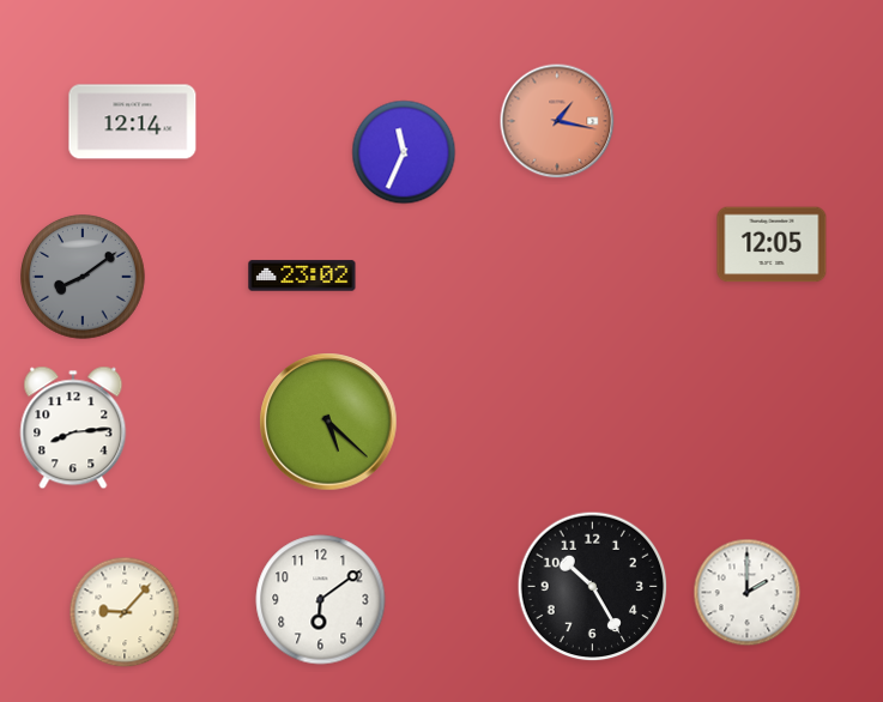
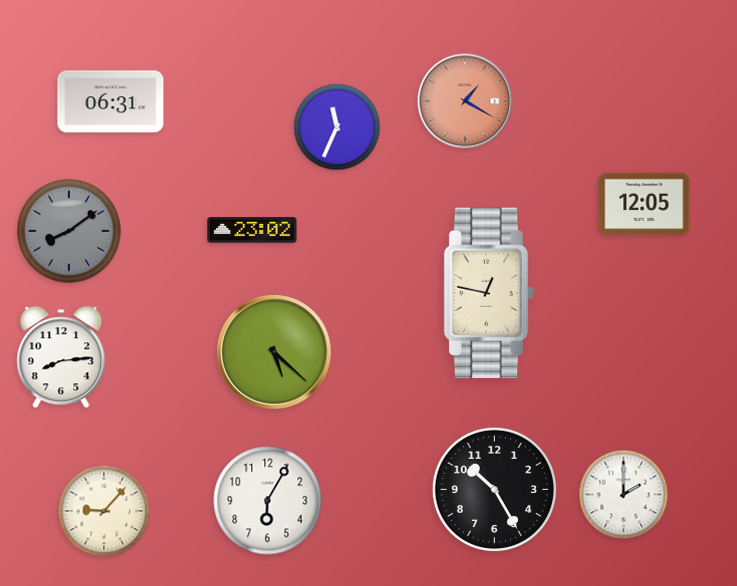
clock at (557, 121): 1:17 -> 1:20
clock at (133, 122): 12:14 -> 06:31
clock at (489, 293): none -> 12:47
clock at (321, 600): 6:09 -> 6:05
